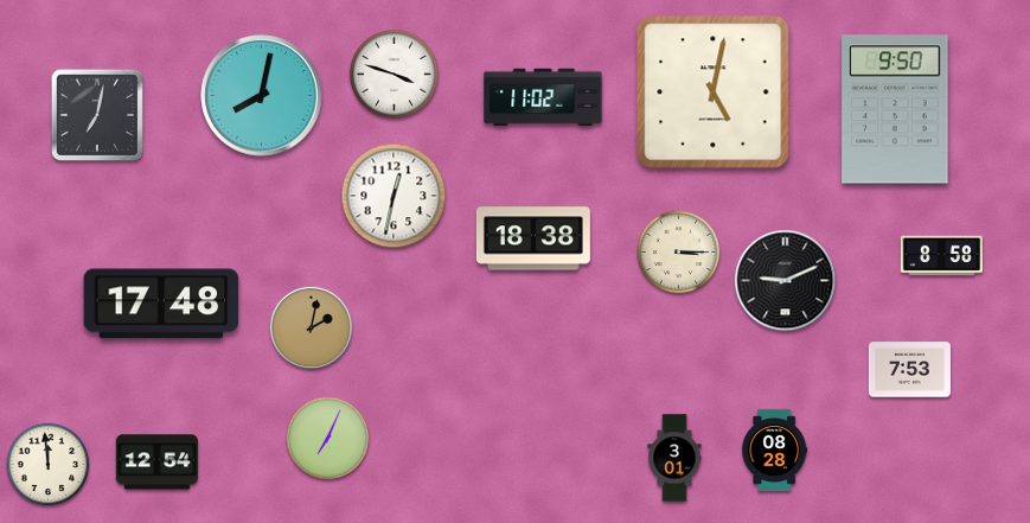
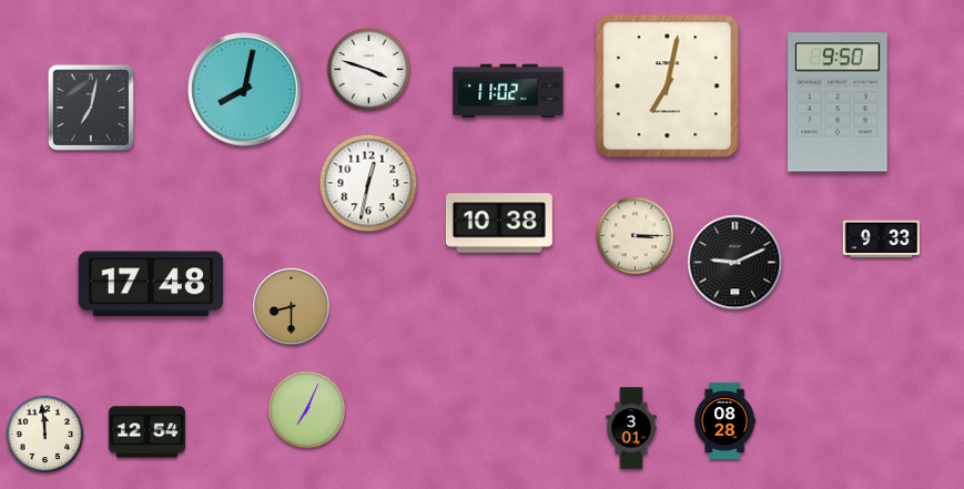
clock at (714, 93): 5:02 -> 7:02
clock at (533, 238): 18:38 -> 10:38
clock at (941, 256): 8:58 -> 9:33
clock at (311, 327): 2:02 -> 8:30
clock at (909, 370): 7:53 -> none
